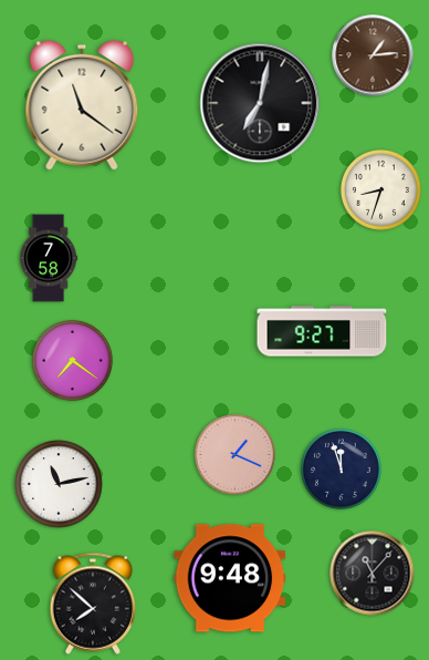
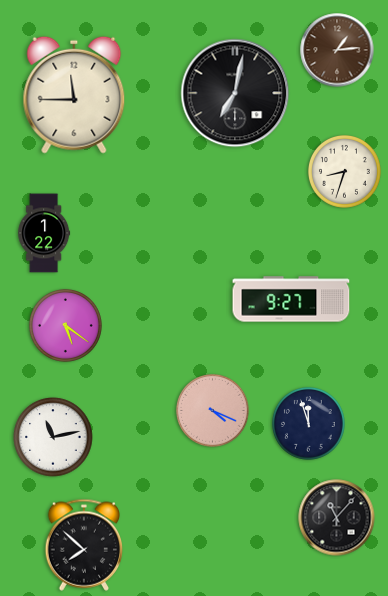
clock at (82, 105): 11:21 -> 11:45
clock at (49, 258): 7:58 -> 1:22
clock at (73, 361): 7:21 -> 5:21
clock at (236, 455): 1:19 -> 4:19
clock at (230, 578): 9:48 -> none
